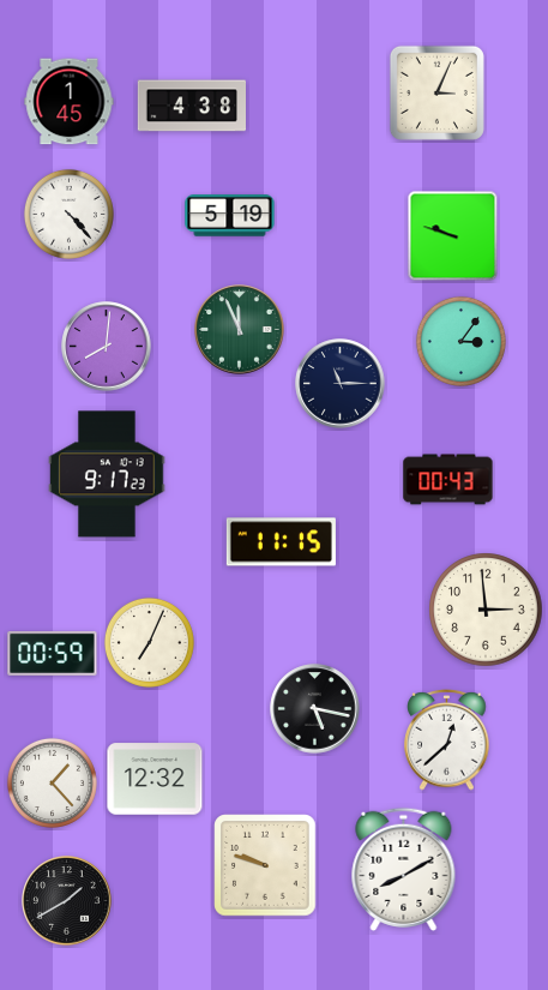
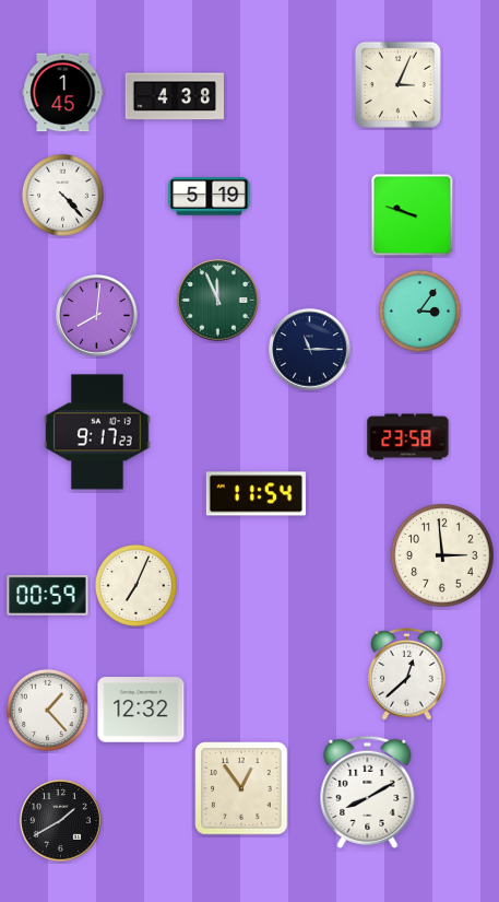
clock at (448, 480): 00:43 -> 23:58
clock at (281, 542): 11:15 -> 11:54
clock at (315, 709): 5:17 -> none
clock at (52, 782) position: (52, 782) -> (47, 710)
clock at (265, 865): 9:48 -> 12:54
